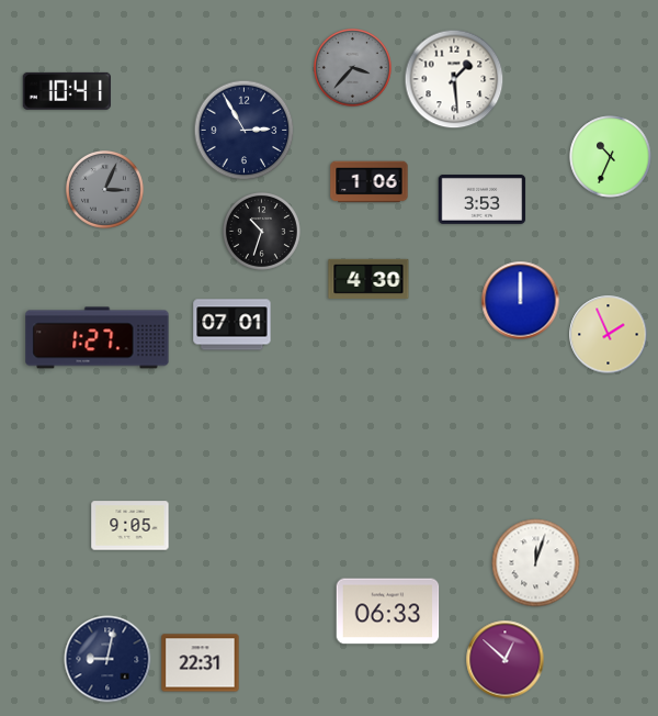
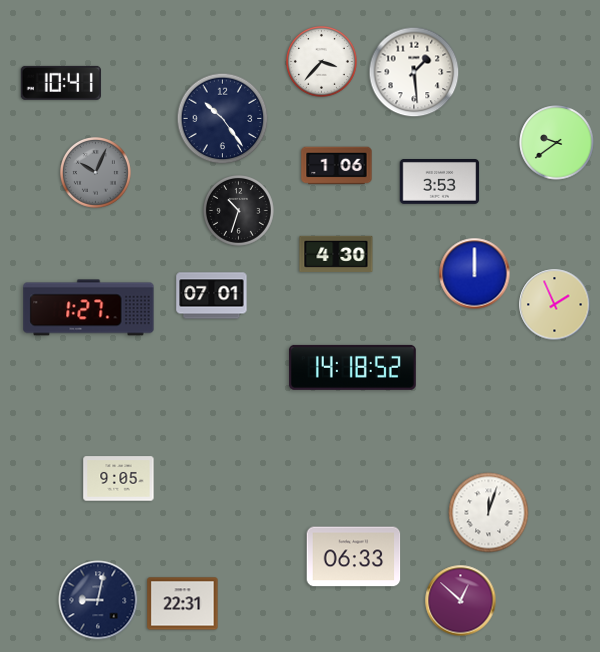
clock at (353, 68) dial: grey -> white
clock at (245, 131): 2:55 -> 10:24
clock at (611, 157): 10:34 -> 9:39
clock at (105, 190): 3:04 -> 10:04
clock at (352, 367): none -> 14:18
